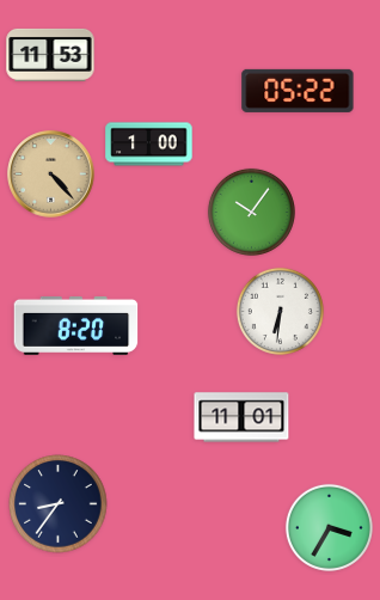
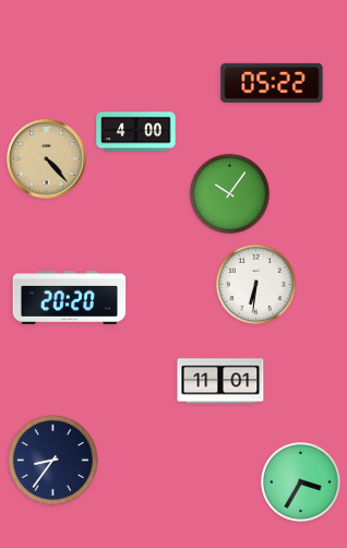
clock at (50, 55): 11:53 -> none
clock at (149, 145): 1:00 -> 4:00
clock at (76, 325): 8:20 -> 20:20
